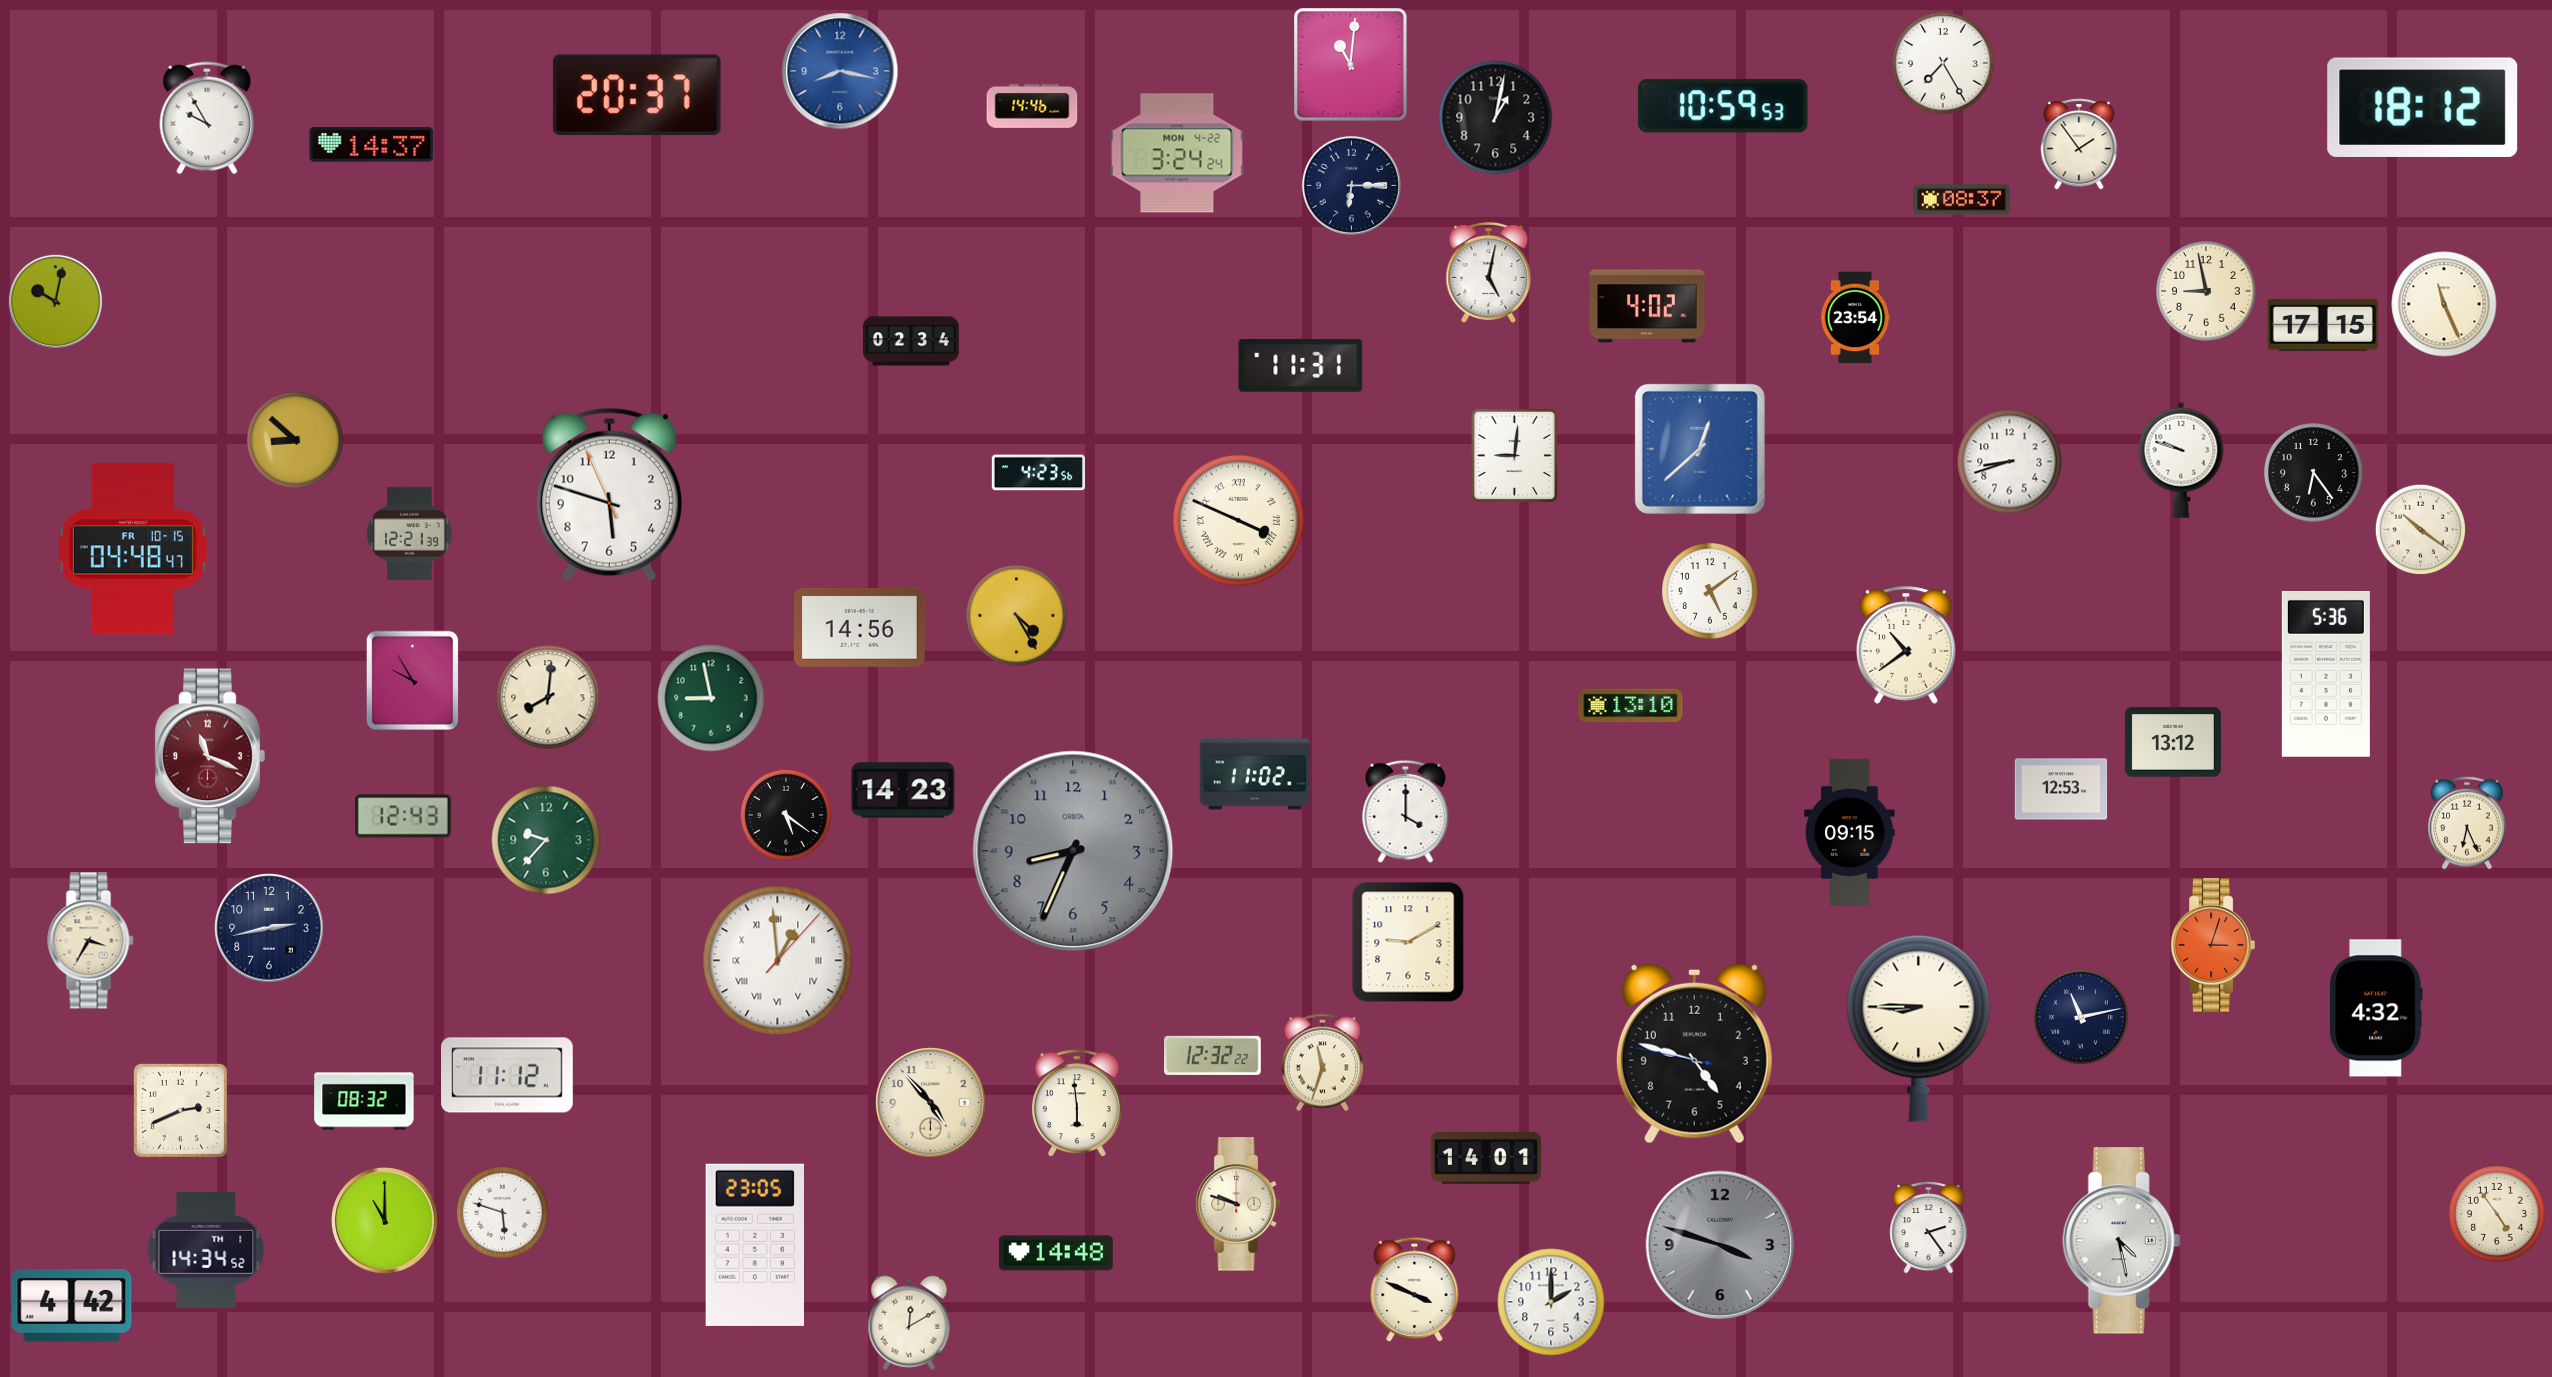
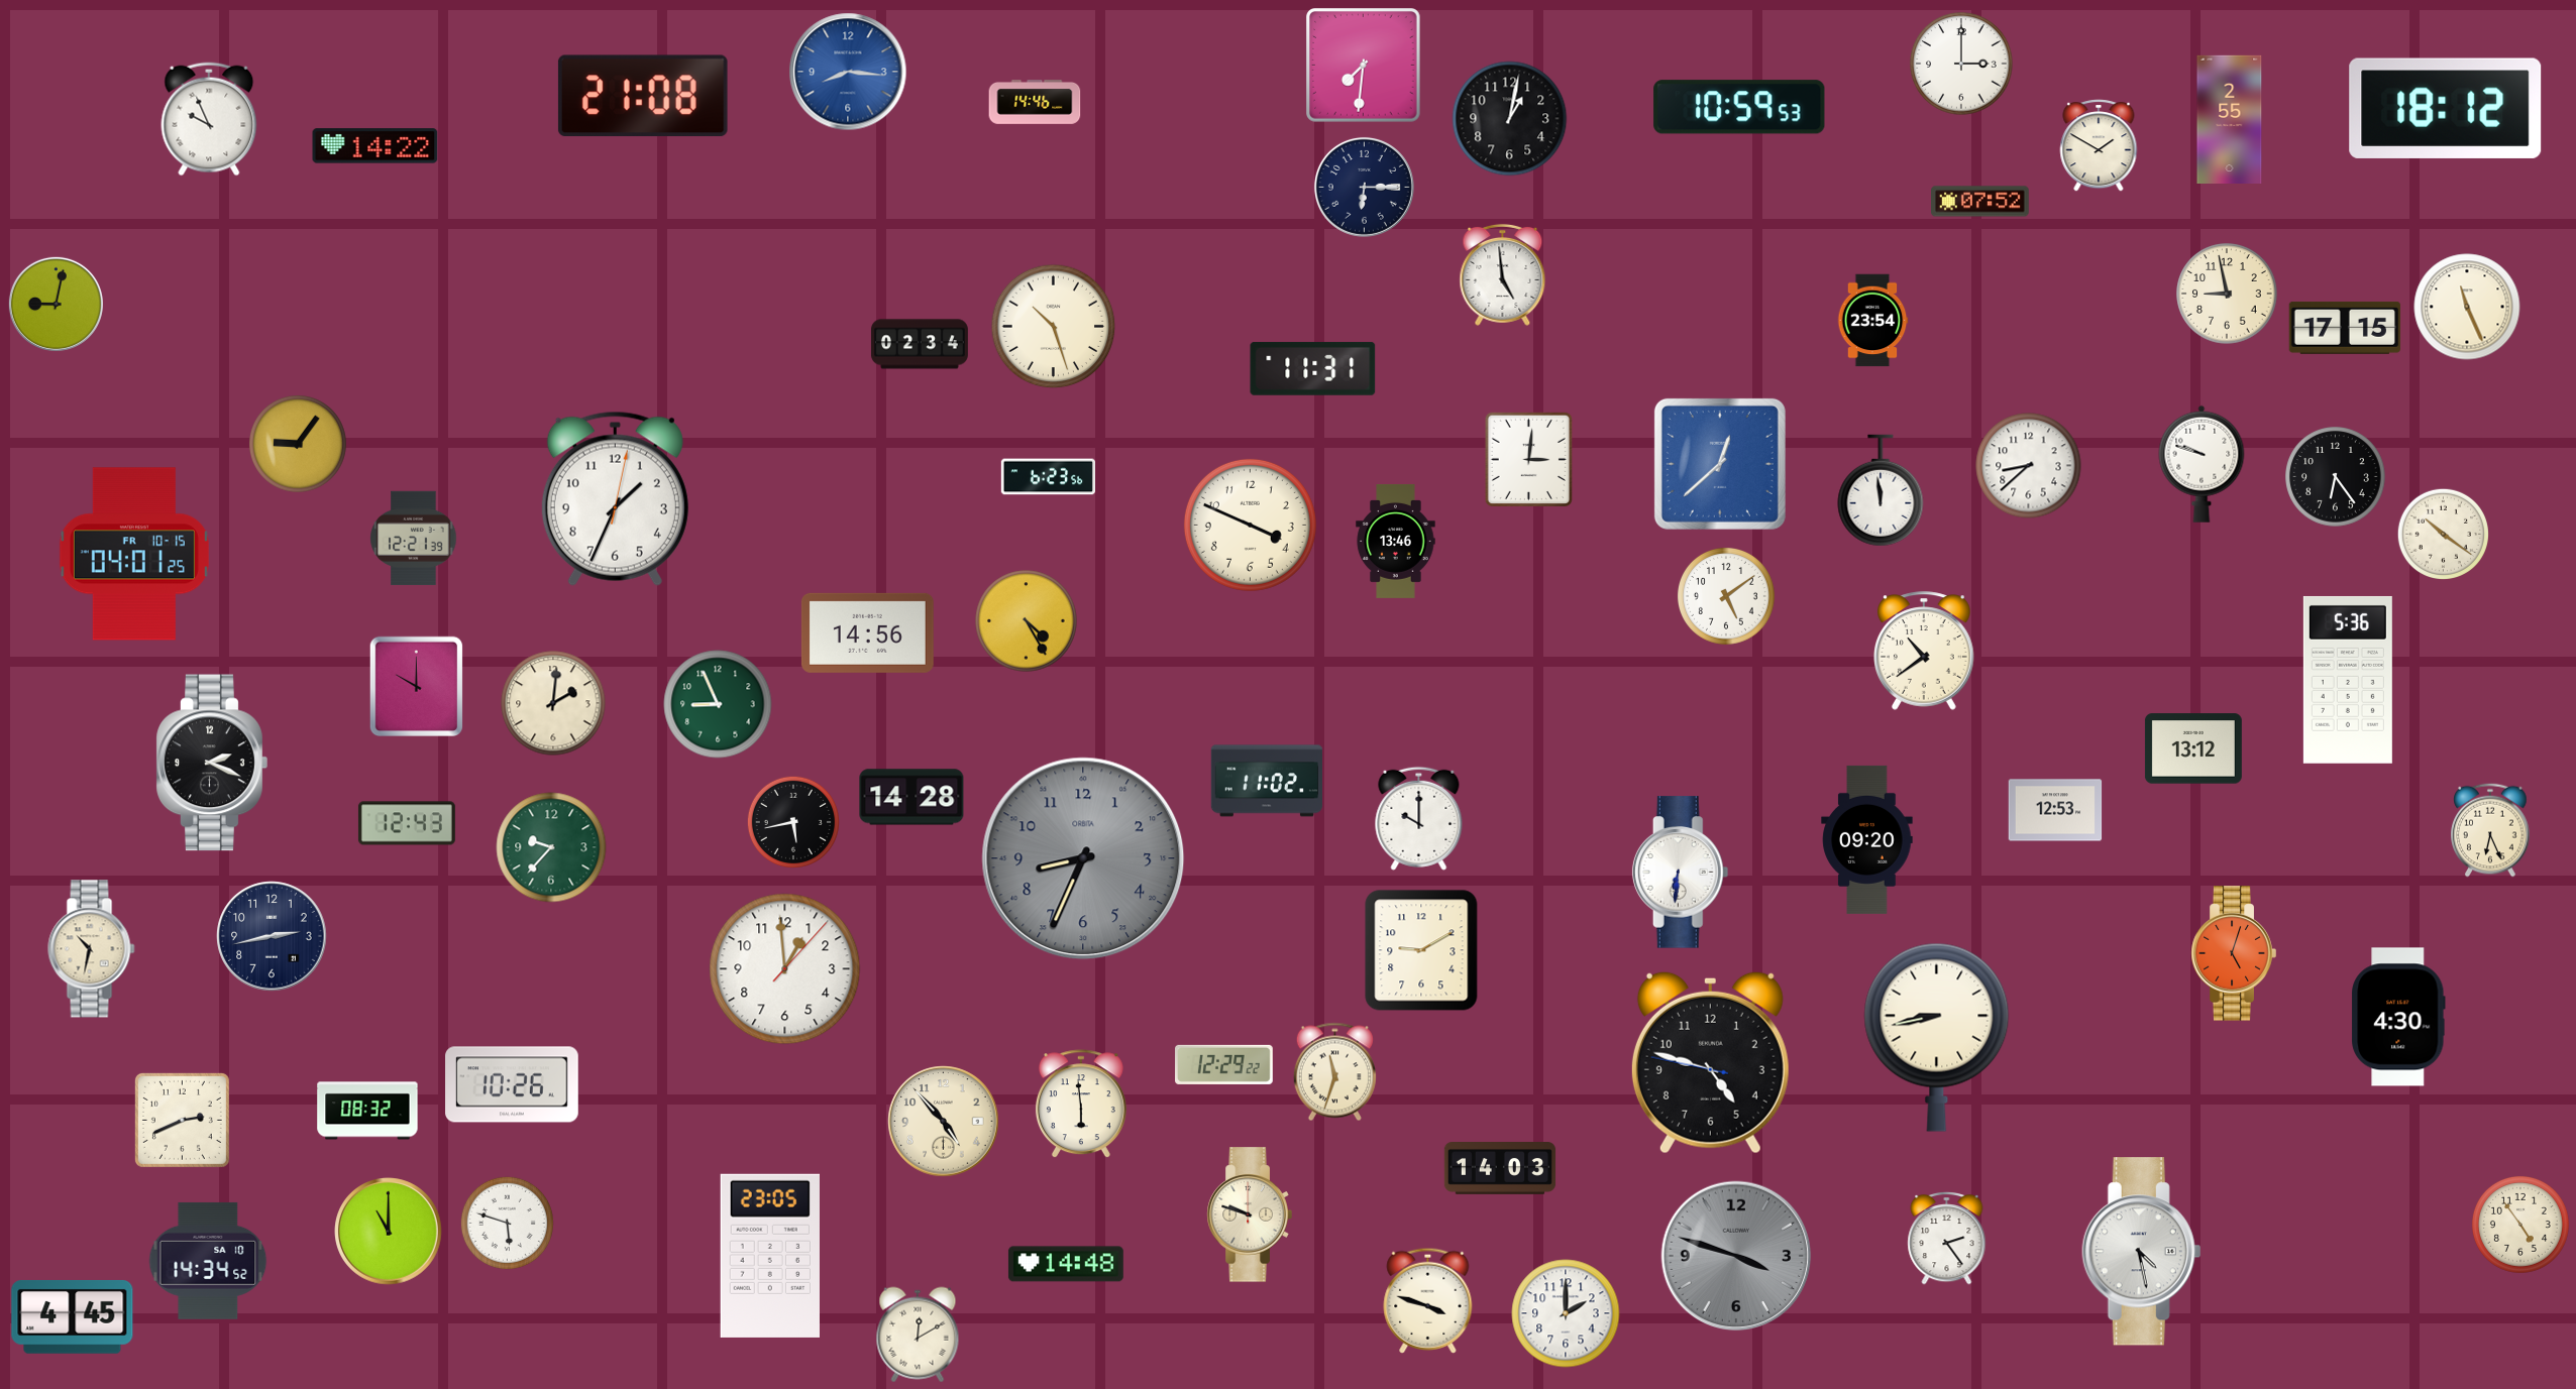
clock at (1943, 63): 7:25 -> 3:00
clock at (1351, 65): 11:01 -> 7:31
clock at (840, 71): 8:17 -> 8:16
clock at (637, 95): 20:37 -> 21:08
clock at (1032, 107) position: (1032, 107) -> (1035, 103)
clock at (207, 118): 9:55 -> 9:56
clock at (2230, 120): none -> 2:55
clock at (2079, 144): 1:54 -> 1:50
clock at (372, 145): 14:37 -> 14:22
clock at (1177, 153): 3:24 -> none
clock at (1962, 200): 08:37 -> 07:52
clock at (1489, 272): 5:02 -> 4:59
clock at (55, 301): 10:02 -> 9:02
clock at (1647, 306): 4:02 -> none
clock at (1054, 327): none -> 10:27
clock at (295, 440): 8:52 -> 9:06
clock at (1700, 449) position: (1700, 449) -> (1720, 464)
clock at (1514, 455): 9:01 -> 3:01
clock at (2010, 462): 8:42 -> 8:38
clock at (1038, 473): 4:23 -> 6:23
clock at (1881, 490): none -> 11:59
clock at (609, 494): 5:47 -> 1:34
clock at (1238, 520) numerals: Roman -> Arabic
clock at (1396, 541): none -> 13:46
clock at (133, 549): 04:48 -> 04:01
clock at (412, 680): 9:55 -> 10:00
clock at (548, 697): 8:01 -> 2:01
clock at (711, 698): 8:58 -> 8:56
clock at (1631, 706): 13:10 -> none
clock at (210, 756): 11:19 -> 2:19
clock at (210, 756) dial: burgundy -> black
clock at (2061, 789) position: (2061, 789) -> (2055, 810)
clock at (903, 790): 14:23 -> 14:28
clock at (1406, 811): 4:00 -> 10:00
clock at (786, 815): 5:21 -> 5:43
clock at (1850, 832): 09:15 -> 09:20
clock at (1681, 873): none -> 6:31
clock at (91, 941): 3:35 -> 10:32
clock at (2213, 945): 3:03 -> 5:03
clock at (778, 961) numerals: Roman -> Arabic
clock at (2376, 1008): 4:32 -> 4:30
clock at (2081, 1017): 11:13 -> none
clock at (1919, 1028): 8:45 -> 8:43
clock at (1213, 1055): 12:32 -> 12:29
clock at (507, 1075): 11:12 -> 10:26
clock at (931, 1103) position: (931, 1103) -> (944, 1122)
clock at (1077, 1104) position: (1077, 1104) -> (1081, 1105)
clock at (1486, 1159): 14:01 -> 14:03
clock at (755, 1245) position: (755, 1245) -> (770, 1256)
clock at (206, 1250) date: TH 1 -> SA 10
clock at (1415, 1289): 3:49 -> 3:48
clock at (72, 1305): 4:42 -> 4:45
